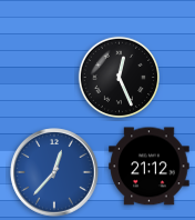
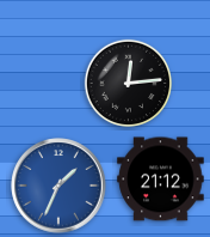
clock at (120, 78): 12:26 -> 12:14
clock at (54, 172): 12:37 -> 1:34
